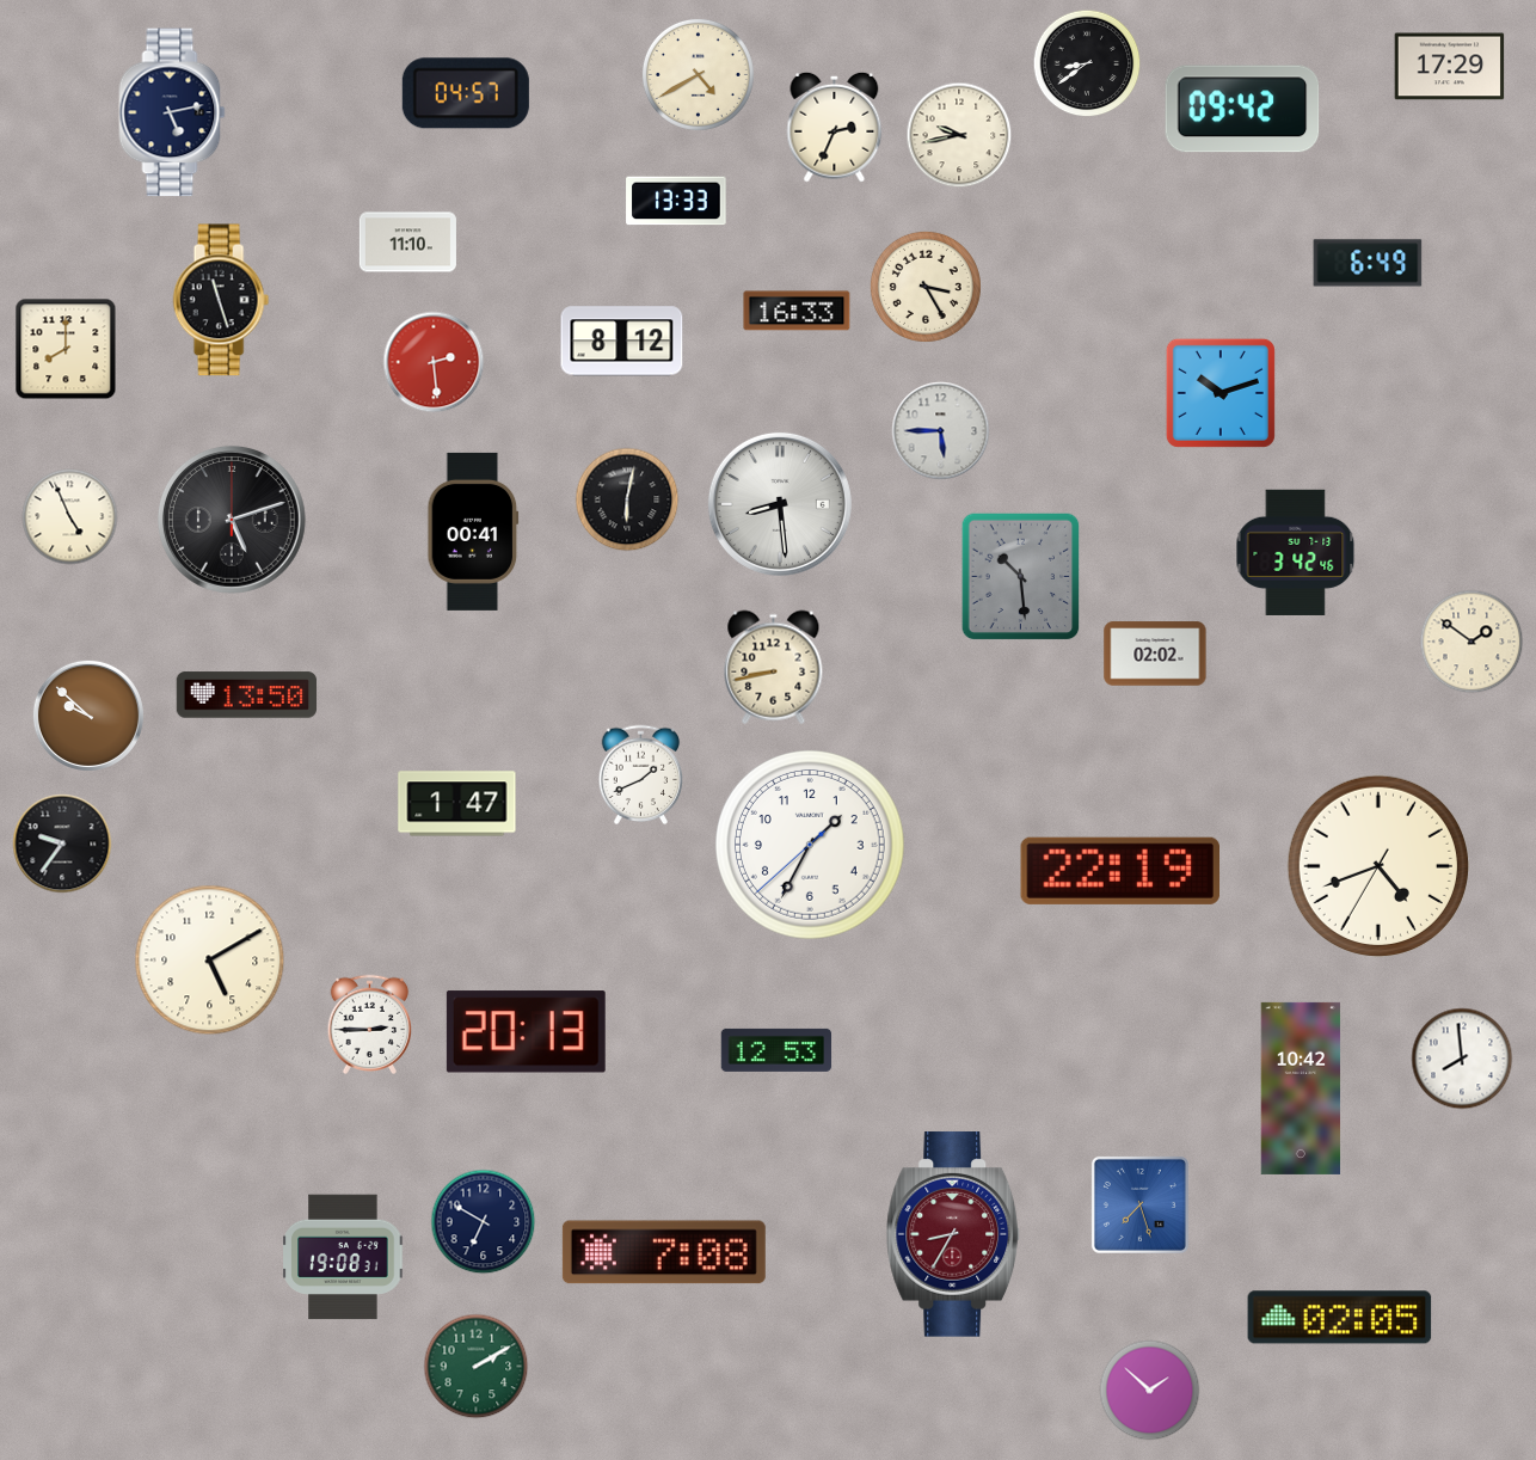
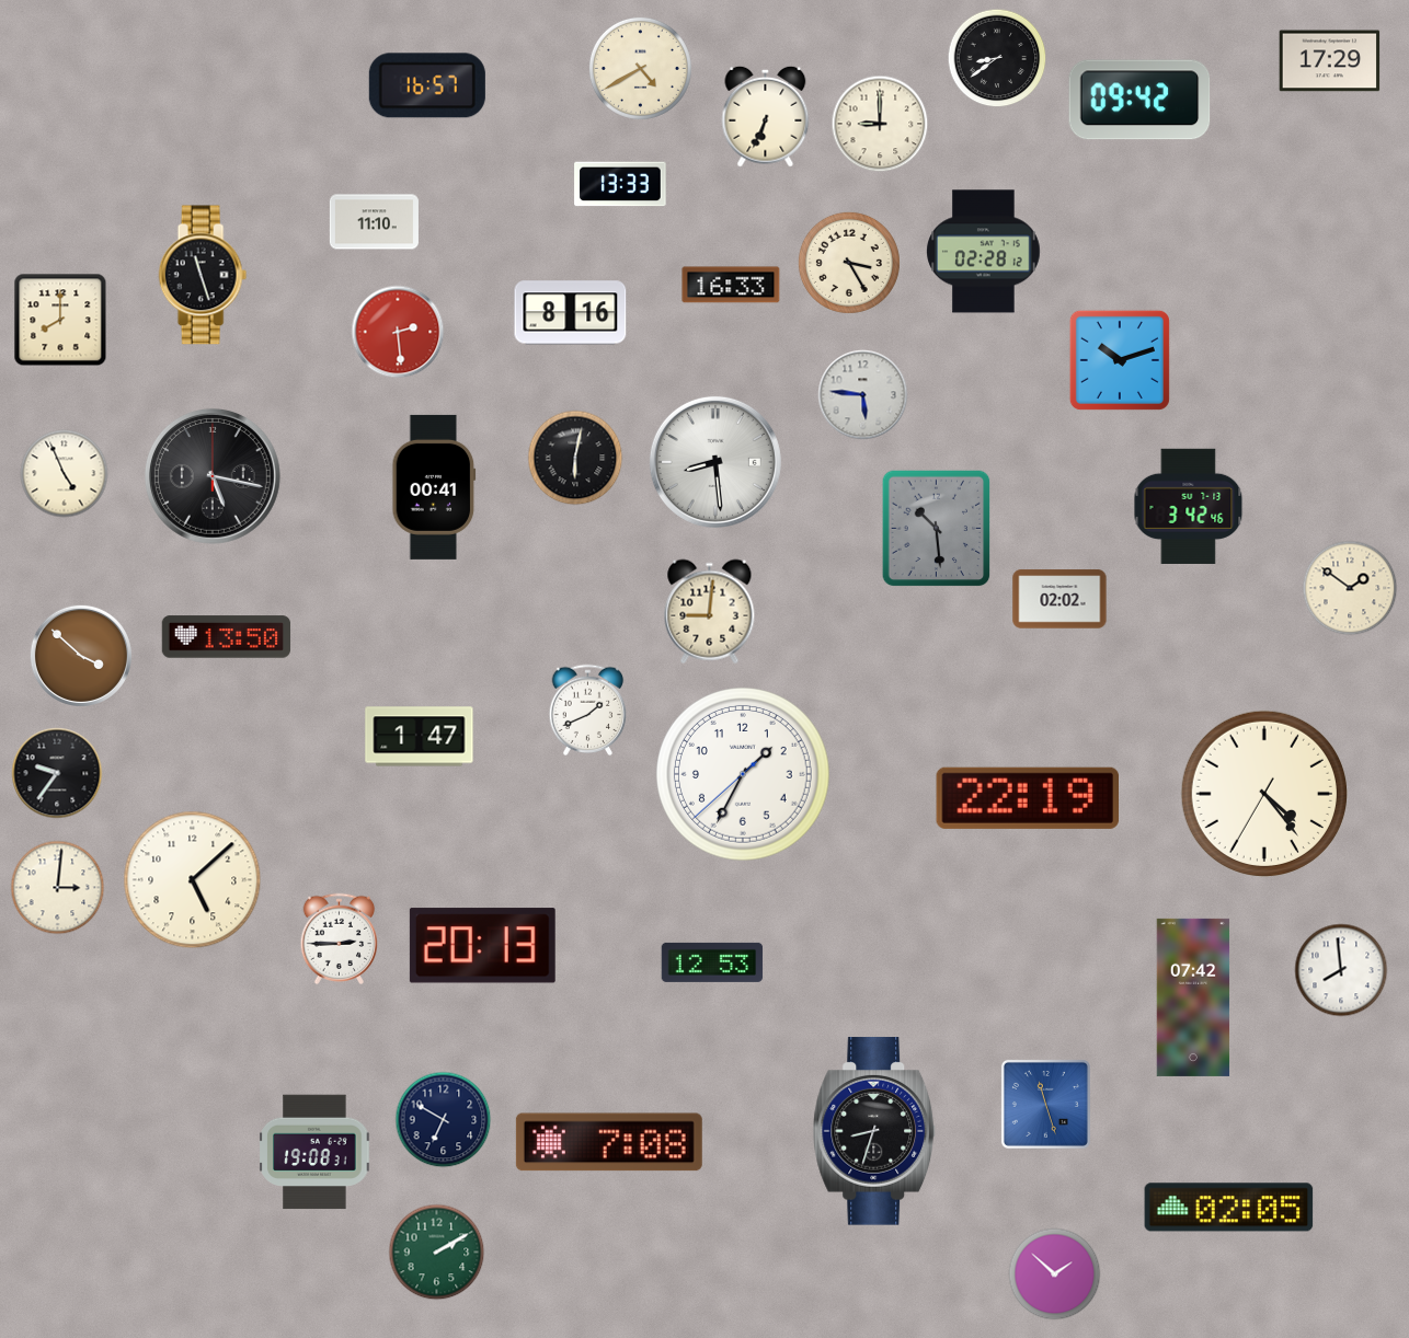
clock at (466, 93): 04:57 -> 16:57
clock at (172, 112): 5:13 -> none
clock at (835, 127): 2:34 -> 6:34
clock at (959, 135): 9:43 -> 9:00
clock at (1368, 263): 6:49 -> none
clock at (984, 252): none -> 02:28
clock at (622, 342): 8:12 -> 8:16
clock at (941, 431): 5:45 -> 5:46
clock at (232, 520): 5:12 -> 5:17
clock at (774, 668): 8:43 -> 9:01
clock at (88, 716): 9:52 -> 3:52
clock at (1377, 865): 4:41 -> 4:23
clock at (210, 961): 5:10 -> 5:08
clock at (58, 888): none -> 3:01
clock at (1301, 1088): 10:42 -> 07:42
clock at (1139, 1204): 7:27 -> 11:27
clock at (953, 1234): 8:35 -> 8:33
clock at (953, 1234) dial: burgundy -> black
clock at (664, 1252) position: (664, 1252) -> (609, 1142)
